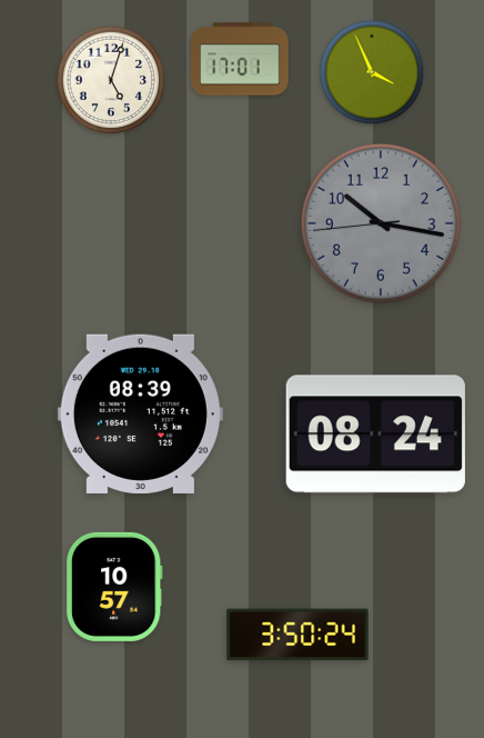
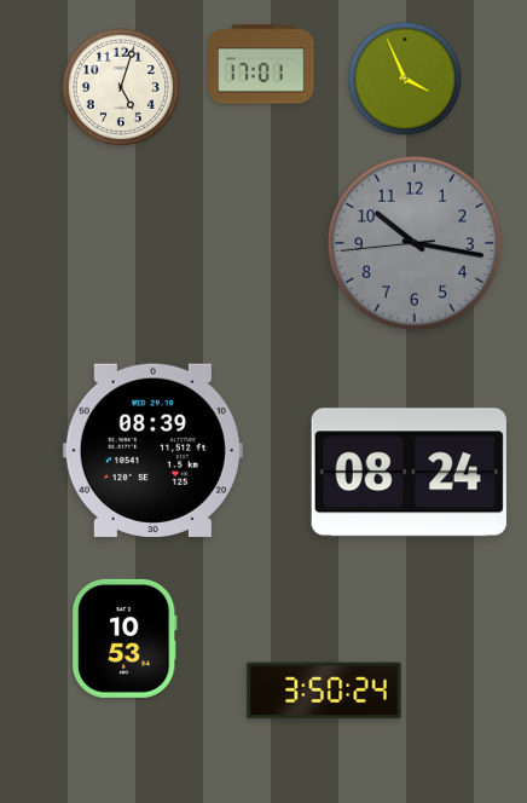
clock at (114, 587): 10:57 -> 10:53
